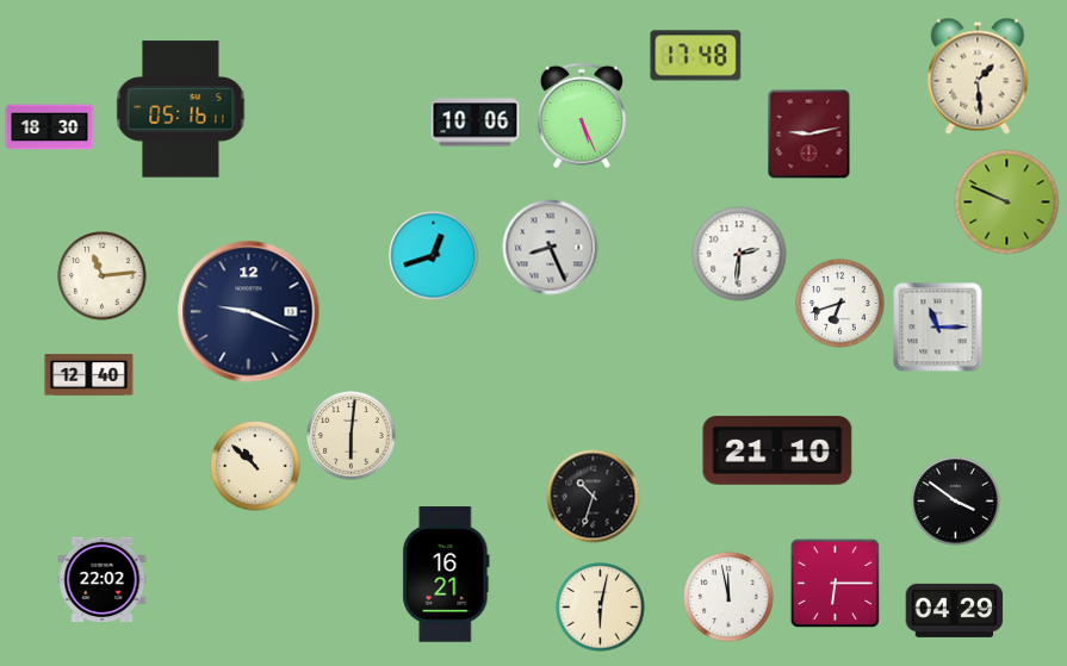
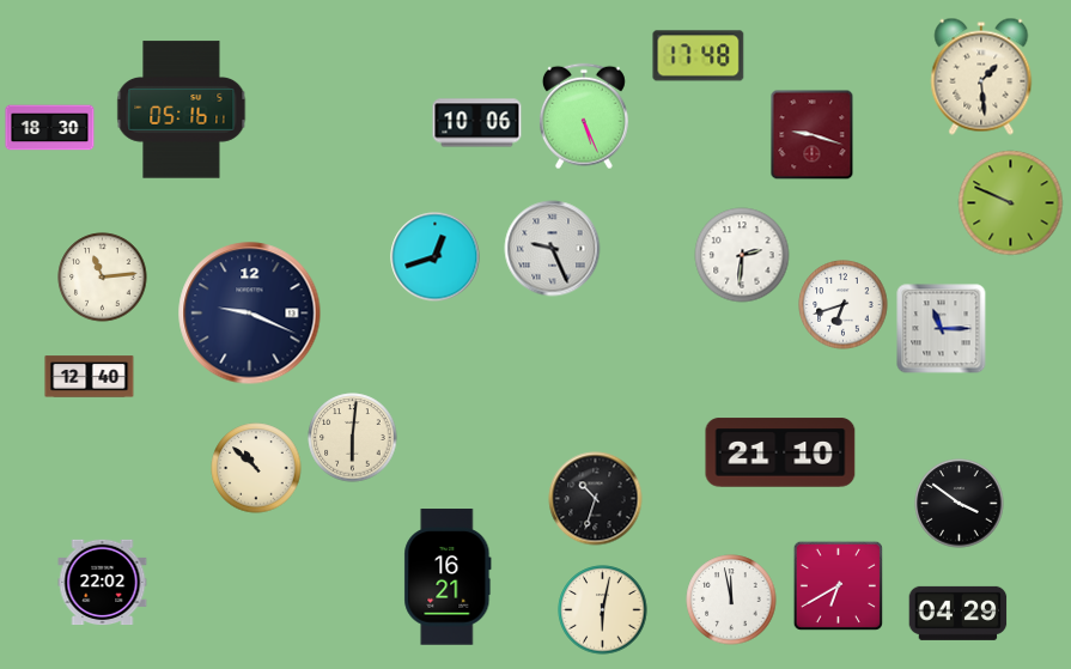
clock at (809, 135): 9:13 -> 9:18
clock at (551, 248): 8:26 -> 9:26
clock at (835, 583): 6:15 -> 6:40
